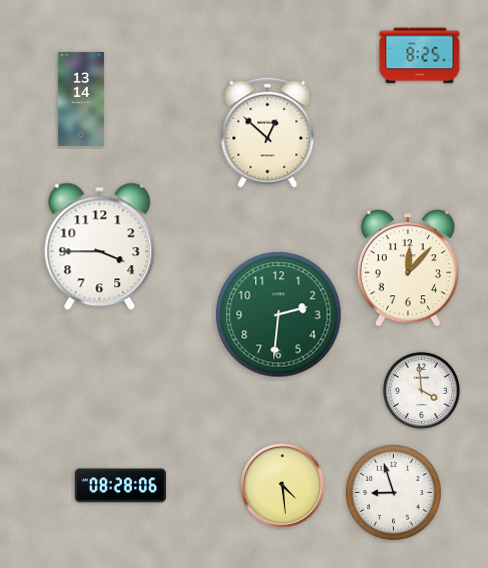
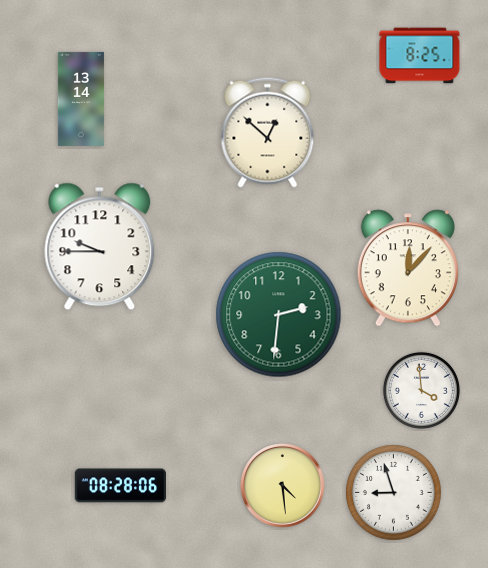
clock at (100, 247): 3:45 -> 9:45
